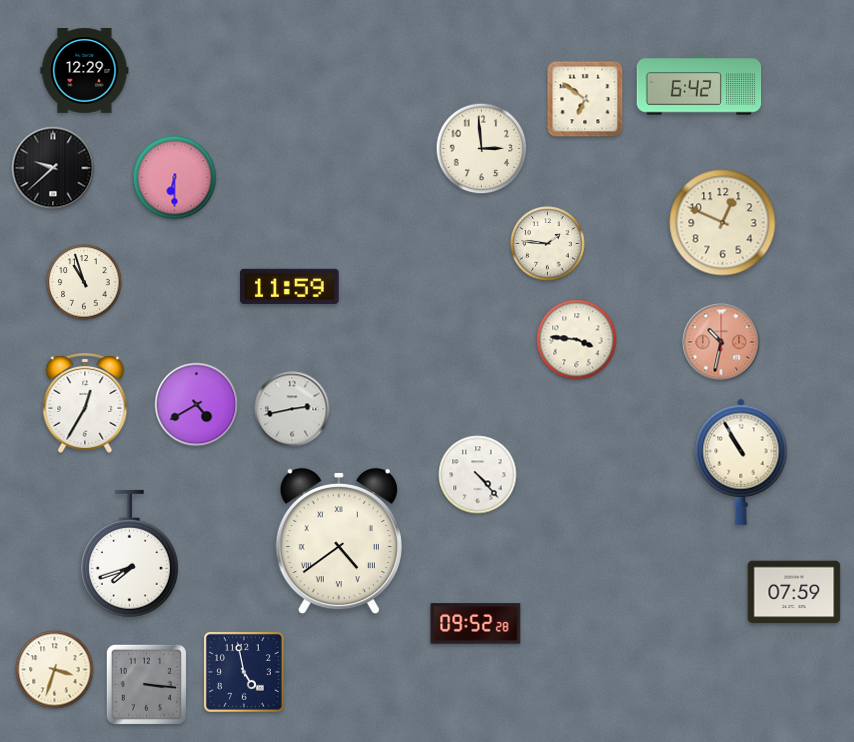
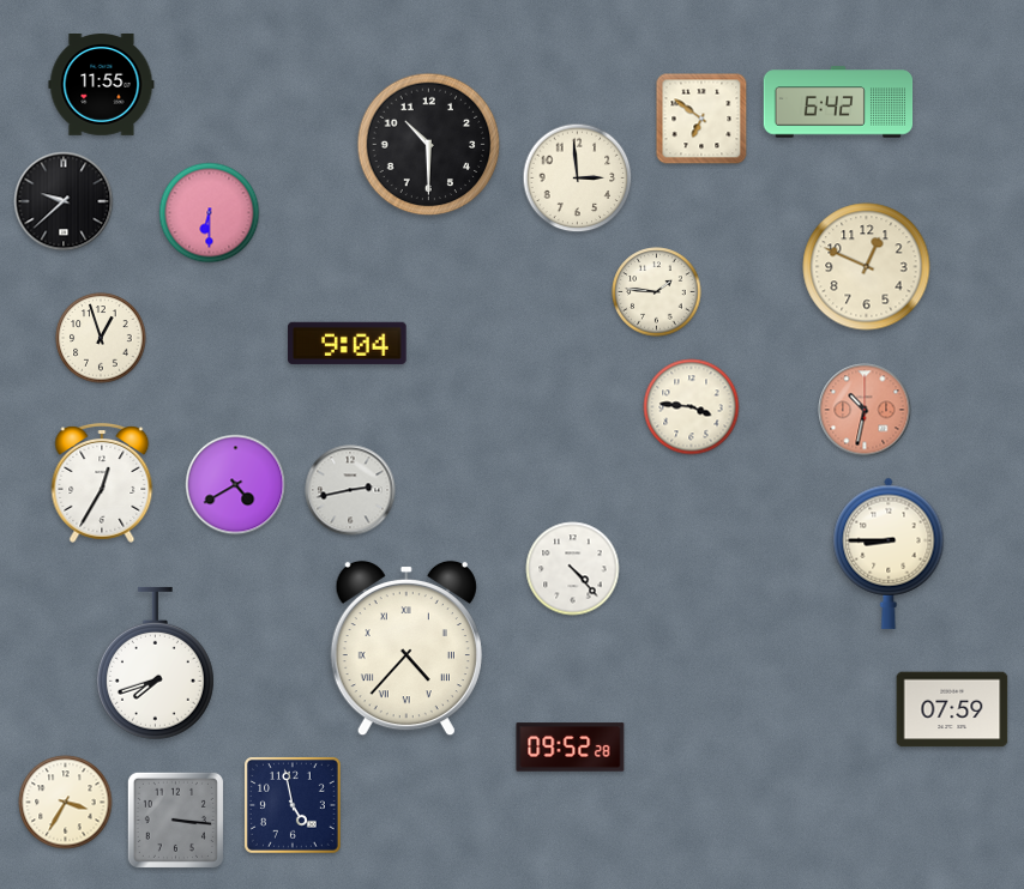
clock at (85, 71): 12:29 -> 11:55
clock at (429, 145): none -> 10:30
clock at (84, 282): 10:57 -> 12:57
clock at (290, 286): 11:59 -> 9:04
clock at (741, 462): 10:55 -> 8:45
clock at (339, 541): 4:39 -> 4:37
clock at (55, 670): 3:33 -> 3:35
